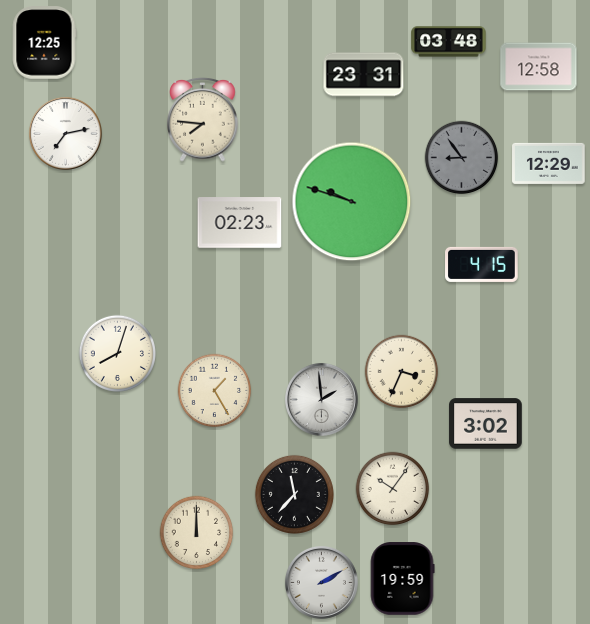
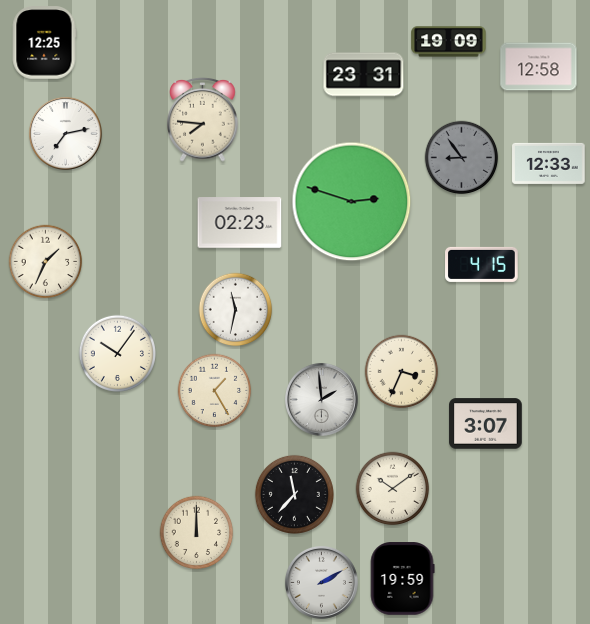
clock at (449, 42): 03:48 -> 19:09
clock at (549, 163): 12:29 -> 12:33
clock at (352, 202): 9:48 -> 2:48
clock at (46, 262): none -> 1:34
clock at (236, 310): none -> 11:32
clock at (117, 353): 8:03 -> 10:06
clock at (486, 424): 3:02 -> 3:07
clock at (393, 489): 10:06 -> 10:09
